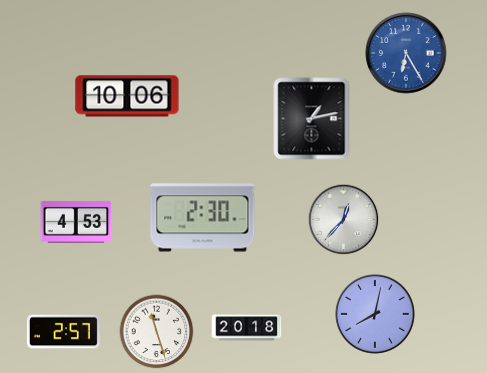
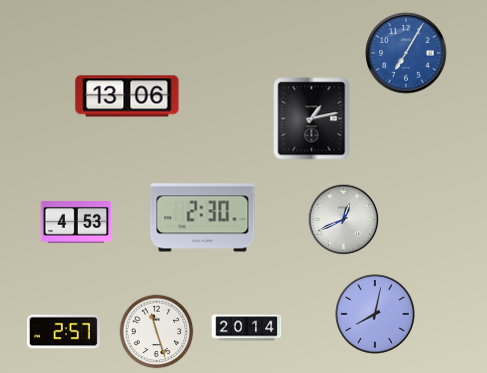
clock at (406, 53): 6:25 -> 7:05
clock at (127, 96): 10:06 -> 13:06
clock at (344, 220): 12:37 -> 12:41
clock at (247, 328): 20:18 -> 20:14
